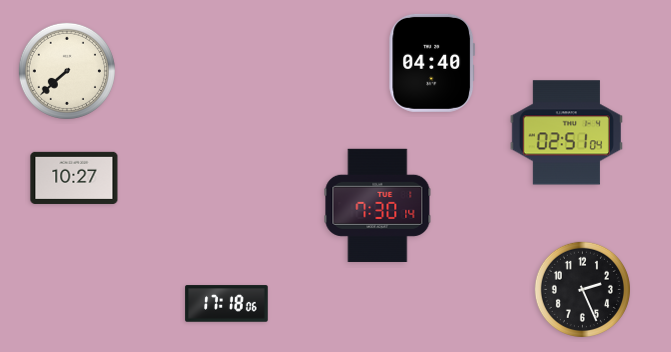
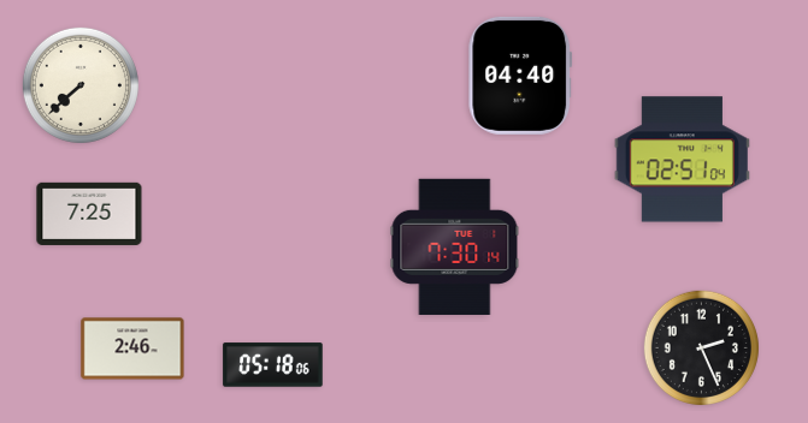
clock at (74, 178): 10:27 -> 7:25
clock at (132, 348): none -> 2:46
clock at (227, 304): 17:18 -> 05:18
